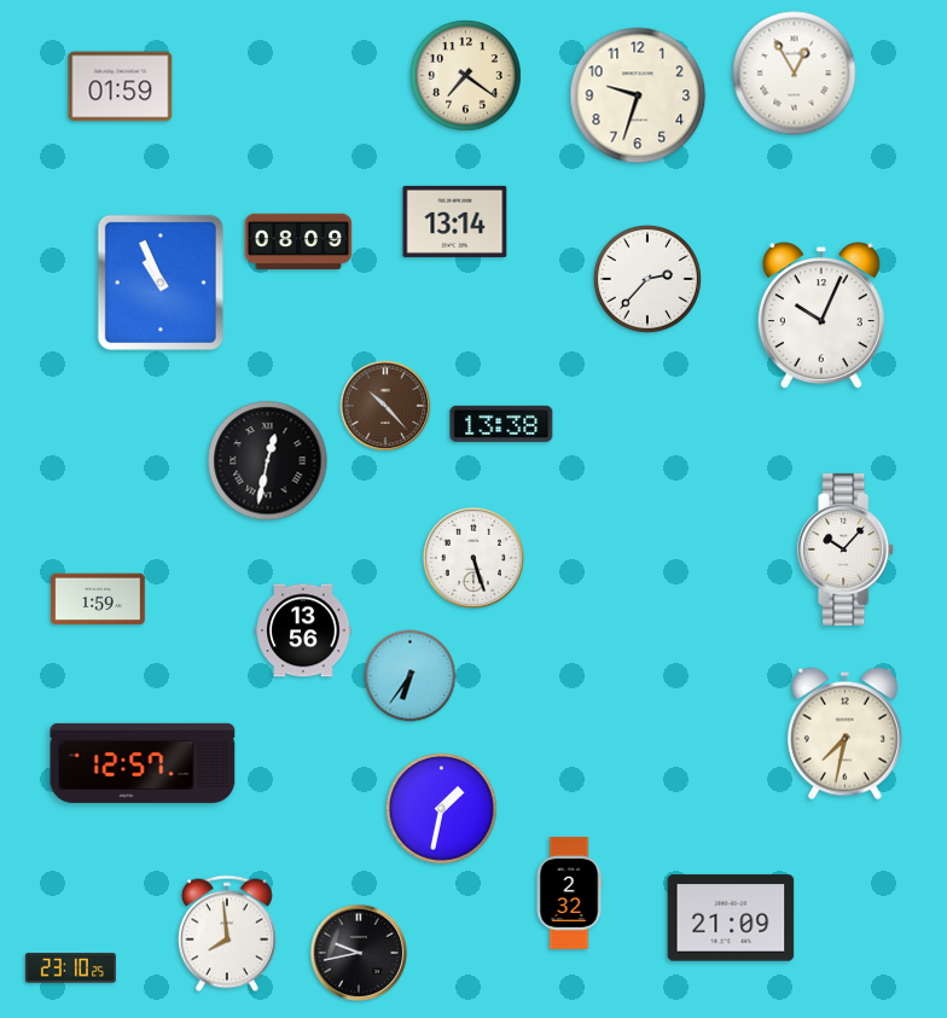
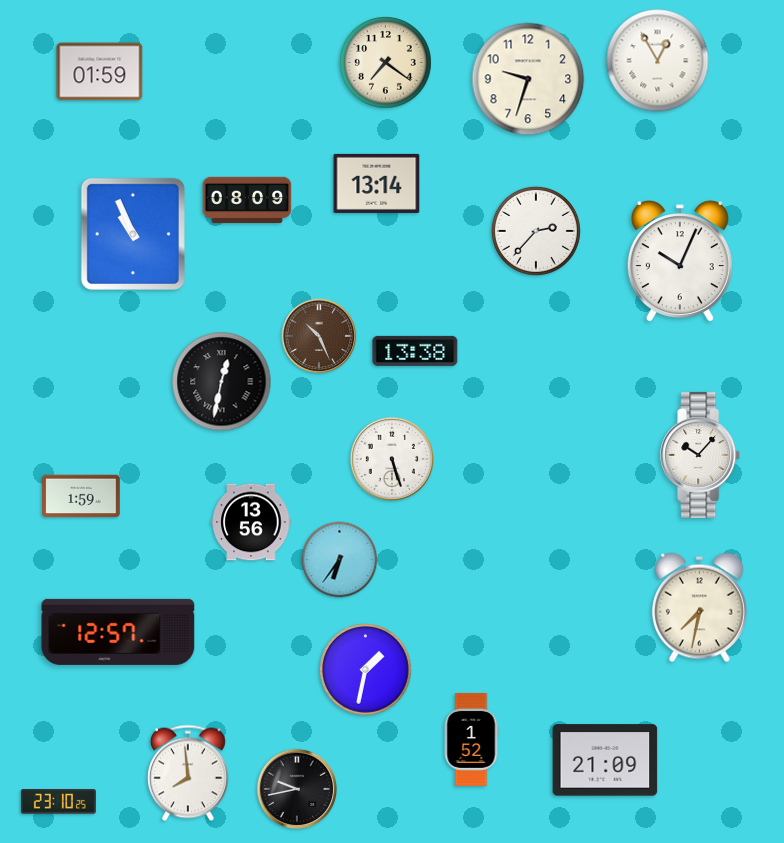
clock at (385, 406): 10:23 -> 10:26
clock at (473, 558) position: (473, 558) -> (392, 459)
clock at (569, 892): 2:32 -> 1:52
